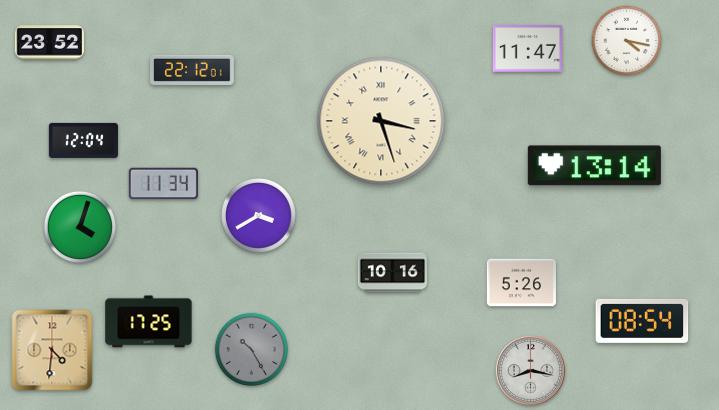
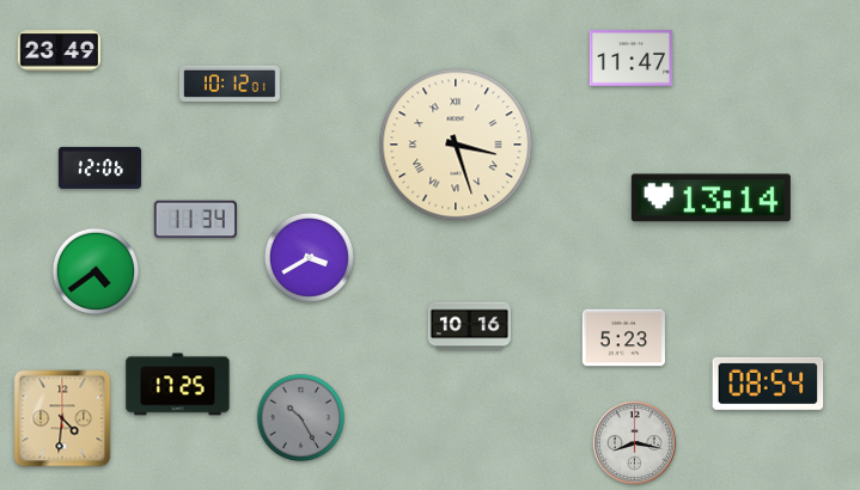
clock at (627, 41): 4:17 -> none
clock at (49, 43): 23:52 -> 23:49
clock at (193, 70): 22:12 -> 10:12
clock at (83, 140): 12:04 -> 12:06
clock at (79, 226): 4:03 -> 4:39
clock at (521, 283): 5:26 -> 5:23
